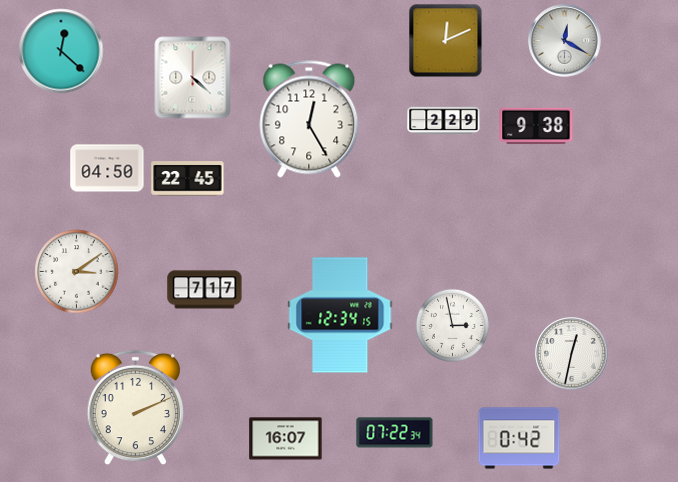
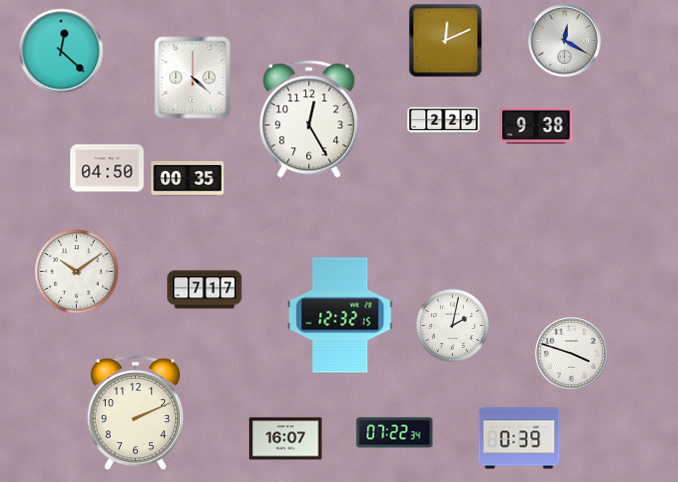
clock at (188, 179): 22:45 -> 00:35
clock at (77, 272): 3:09 -> 10:09
clock at (340, 315): 12:34 -> 12:32
clock at (452, 325): 2:58 -> 2:02
clock at (572, 354): 12:32 -> 3:48
clock at (135, 408) position: (135, 408) -> (135, 413)
clock at (519, 438): 0:42 -> 0:39
